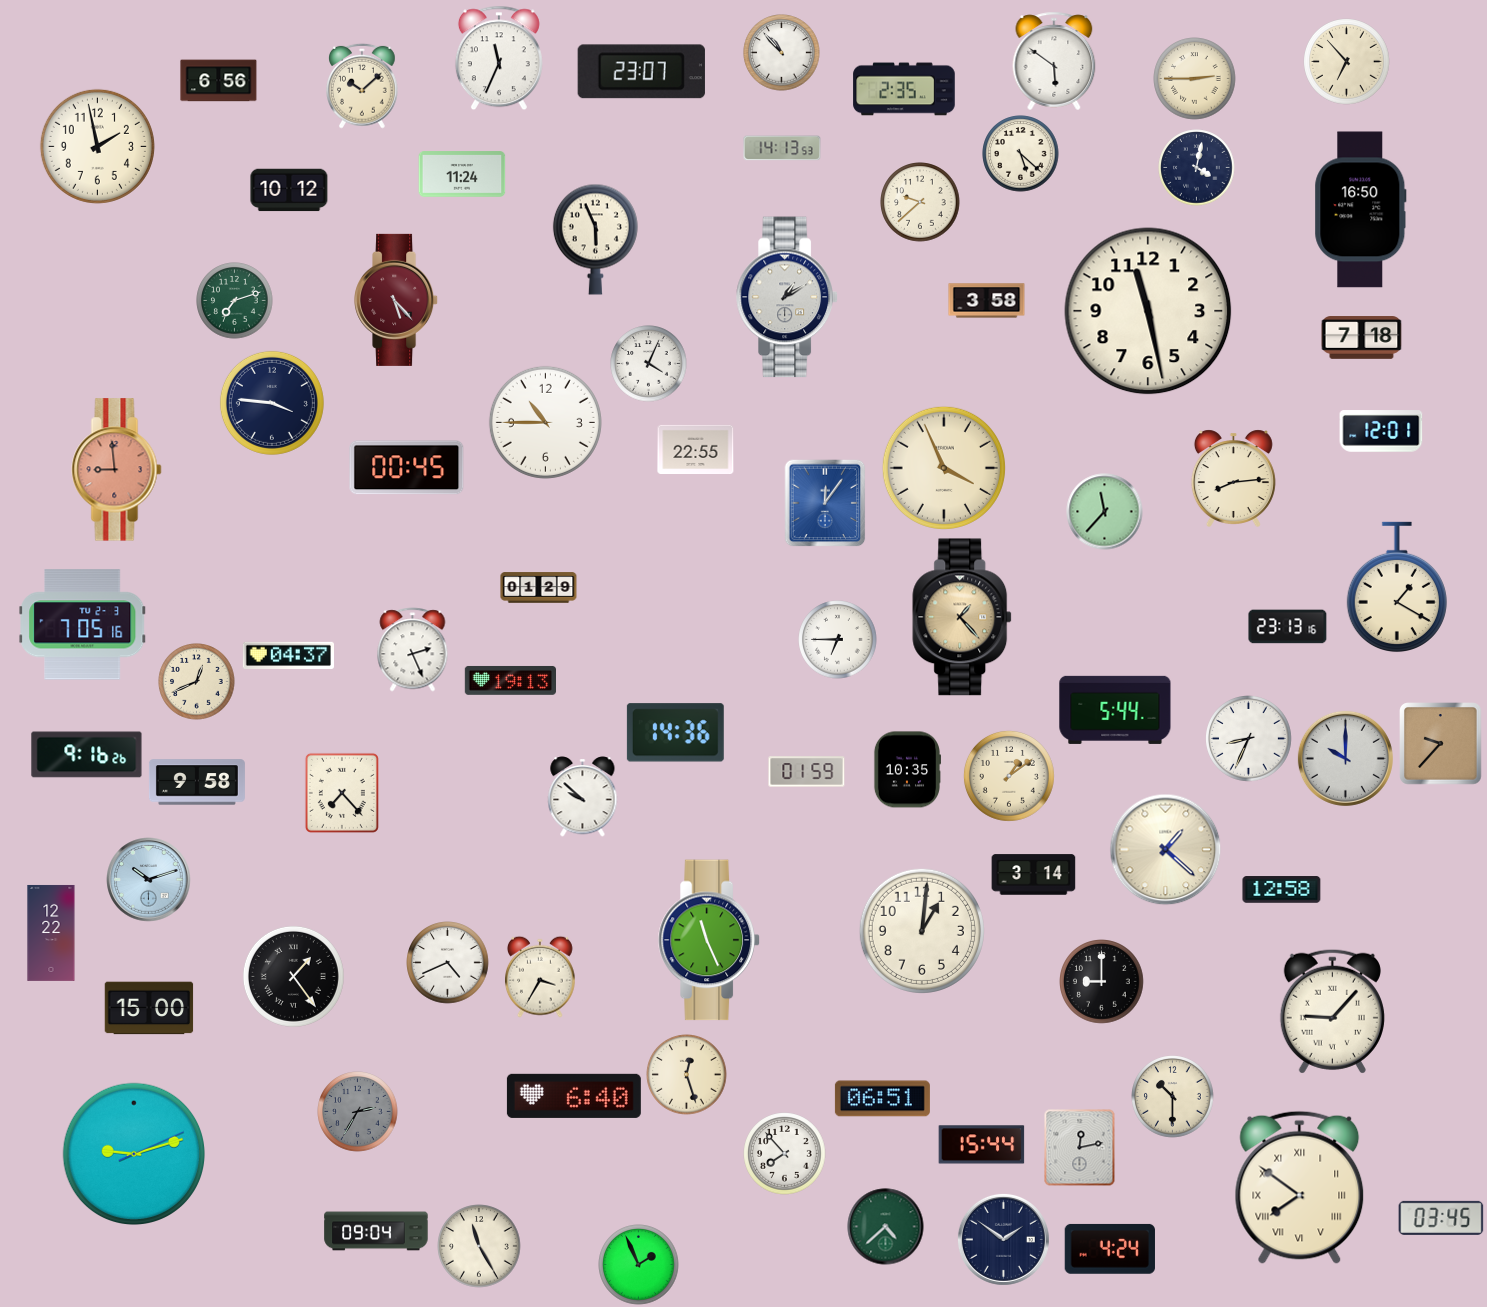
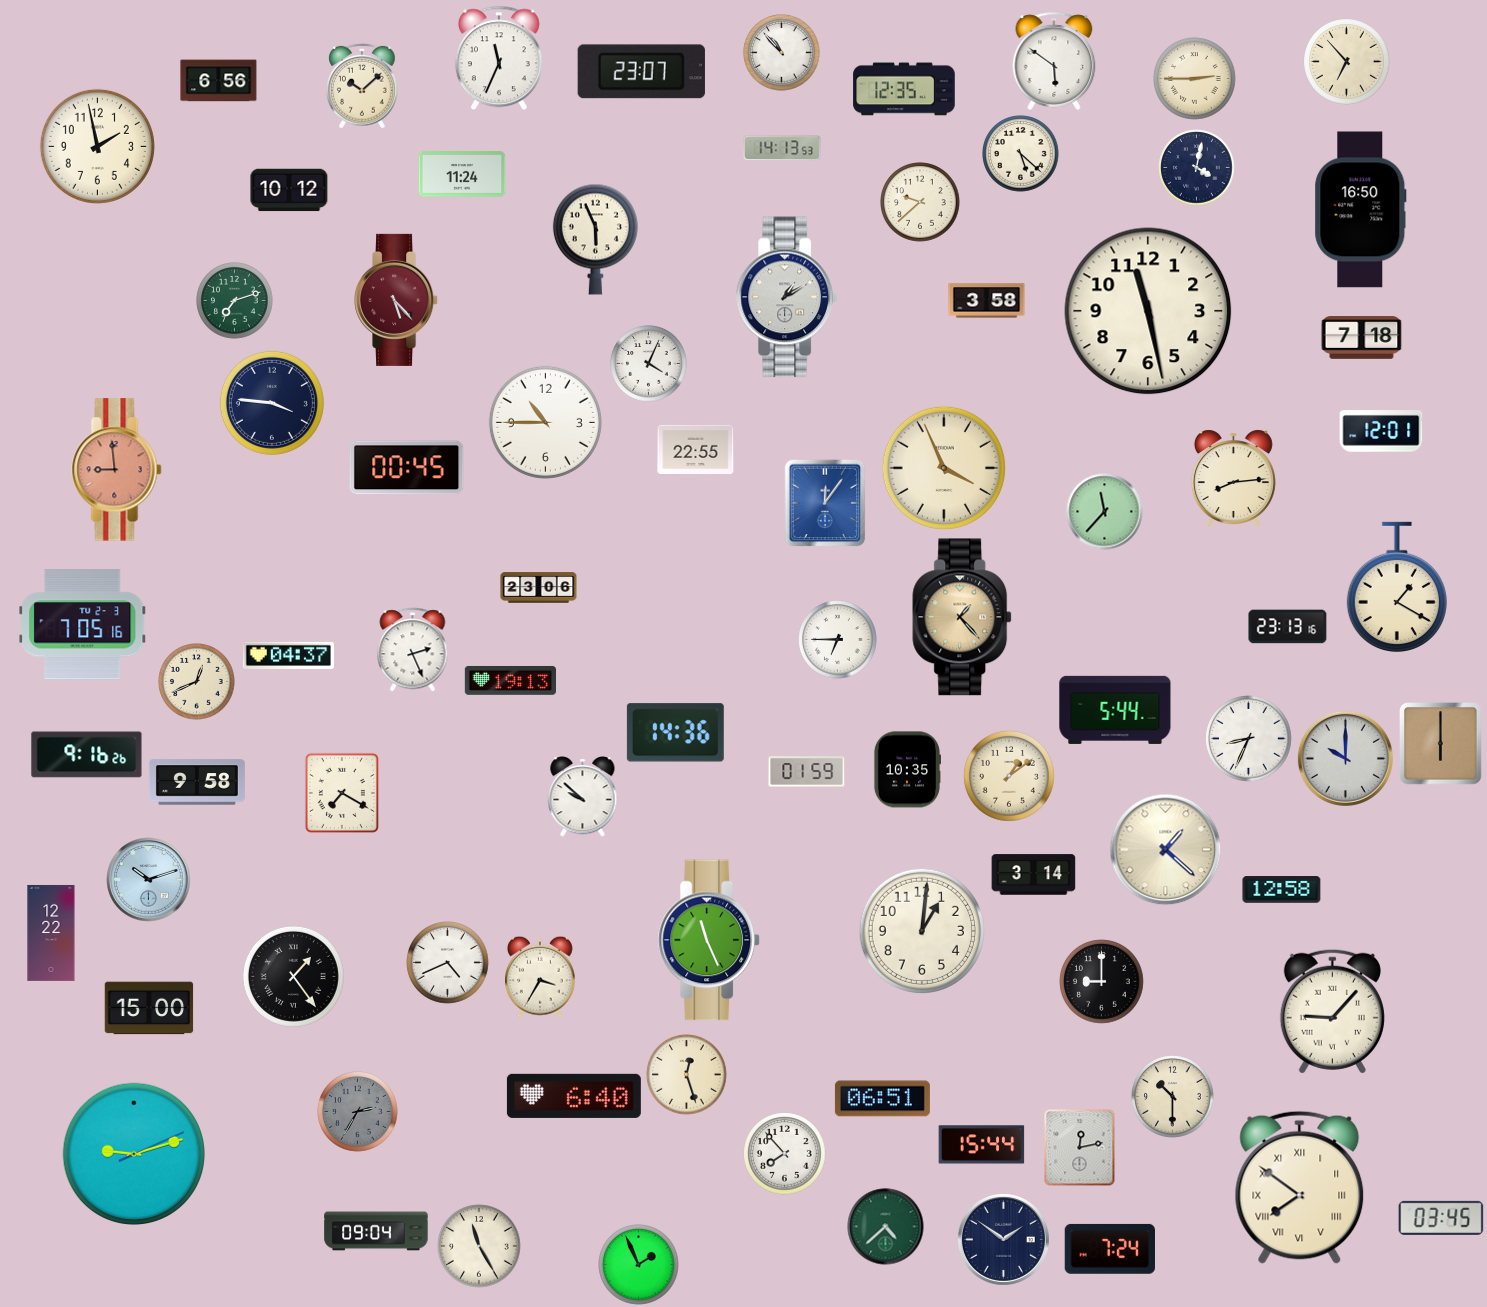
clock at (904, 89): 2:35 -> 12:35
clock at (539, 588): 01:29 -> 23:06
clock at (1441, 744): 9:37 -> 6:00
clock at (342, 793): 7:23 -> 7:20
clock at (1110, 1249): 4:24 -> 7:24
